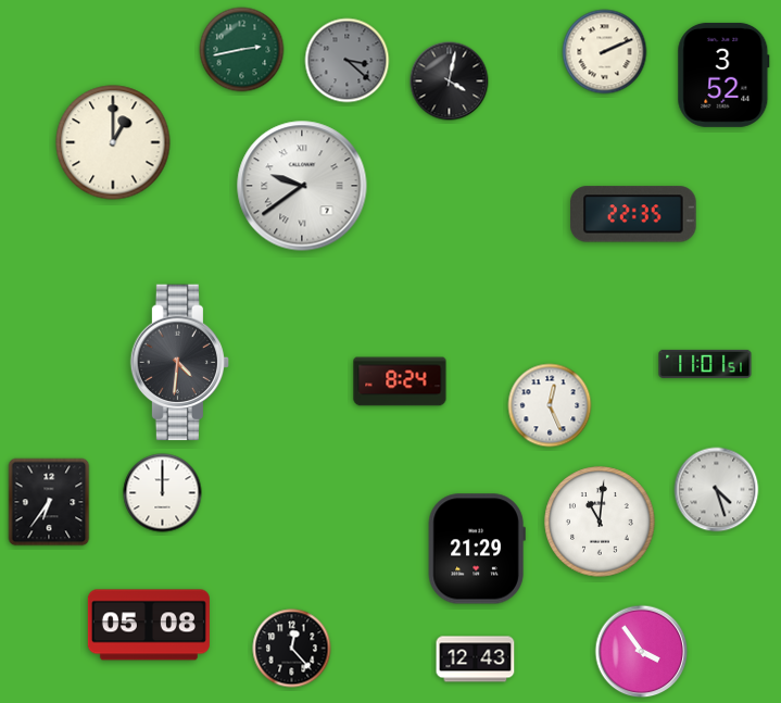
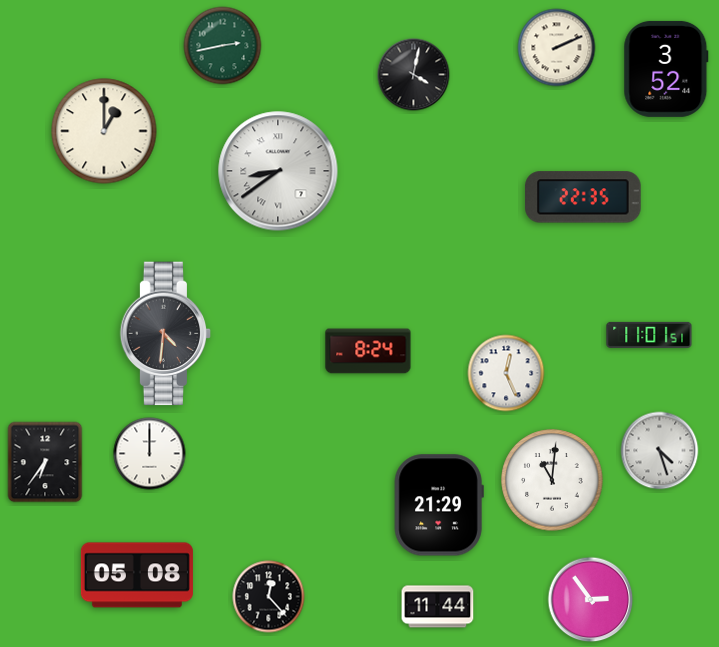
clock at (348, 61): 3:22 -> none
clock at (302, 186): 9:39 -> 8:39
clock at (642, 652): 3:54 -> 2:54
clock at (476, 660): 12:43 -> 11:44
